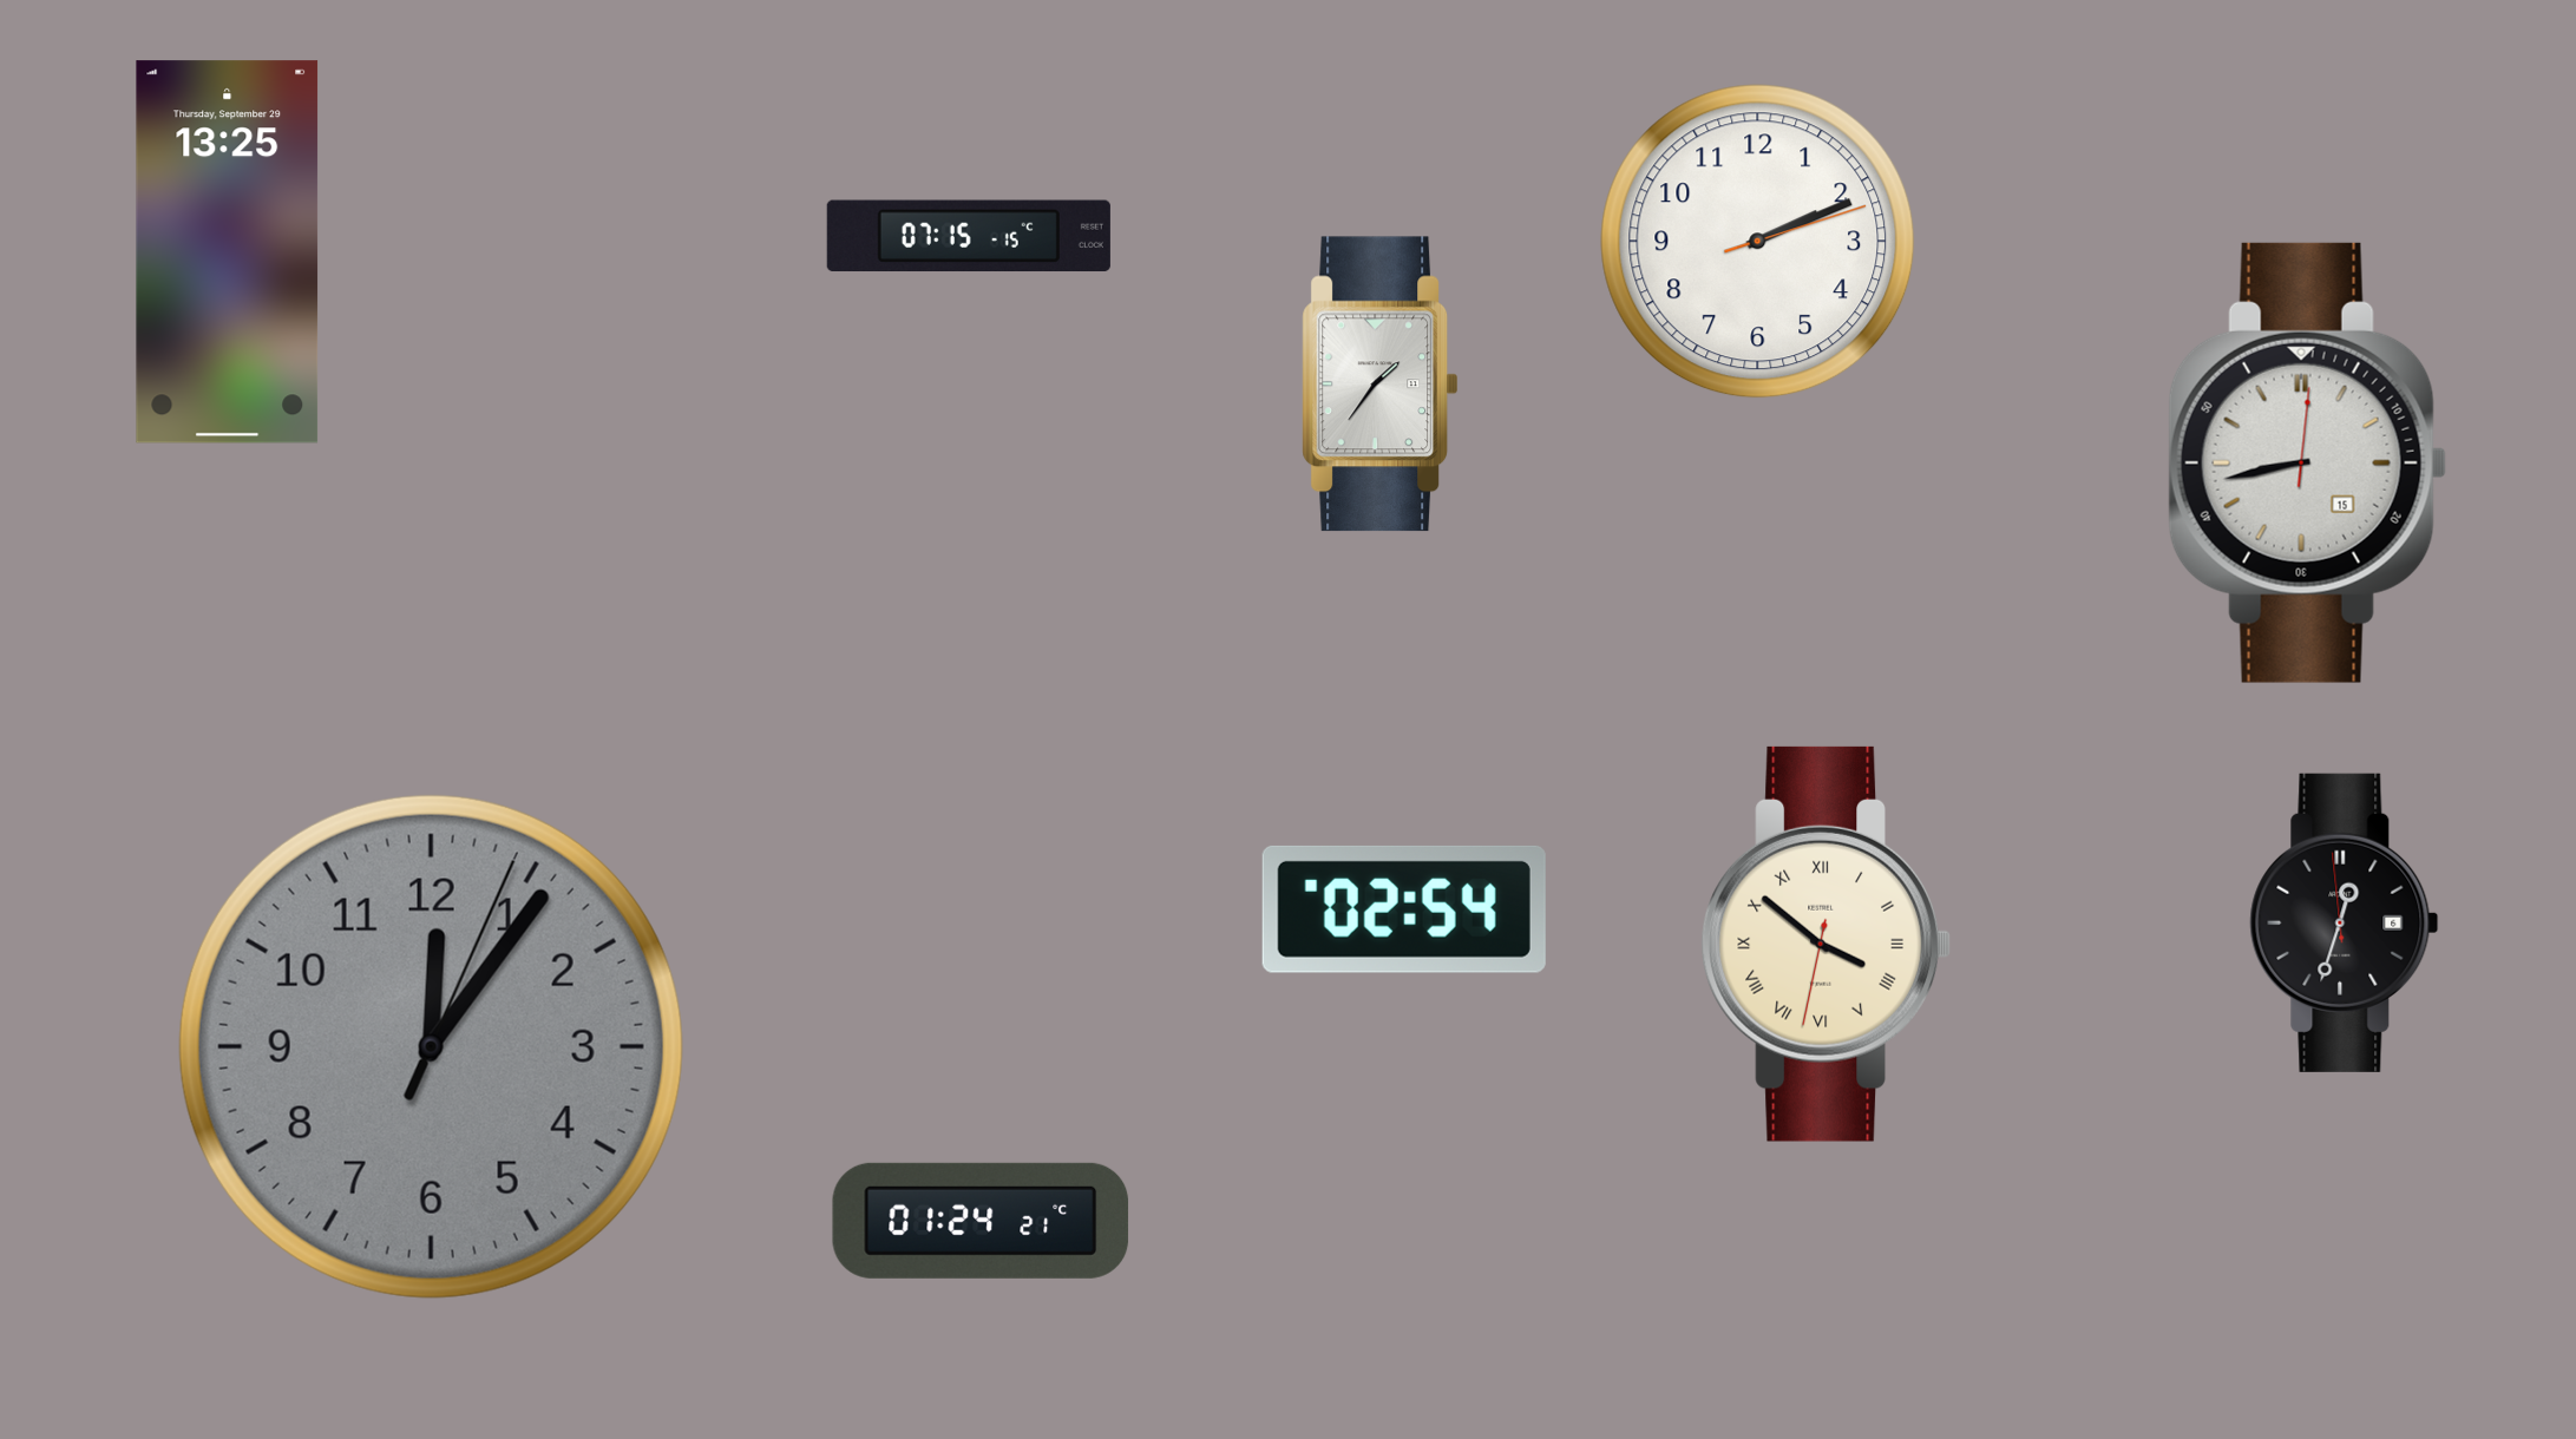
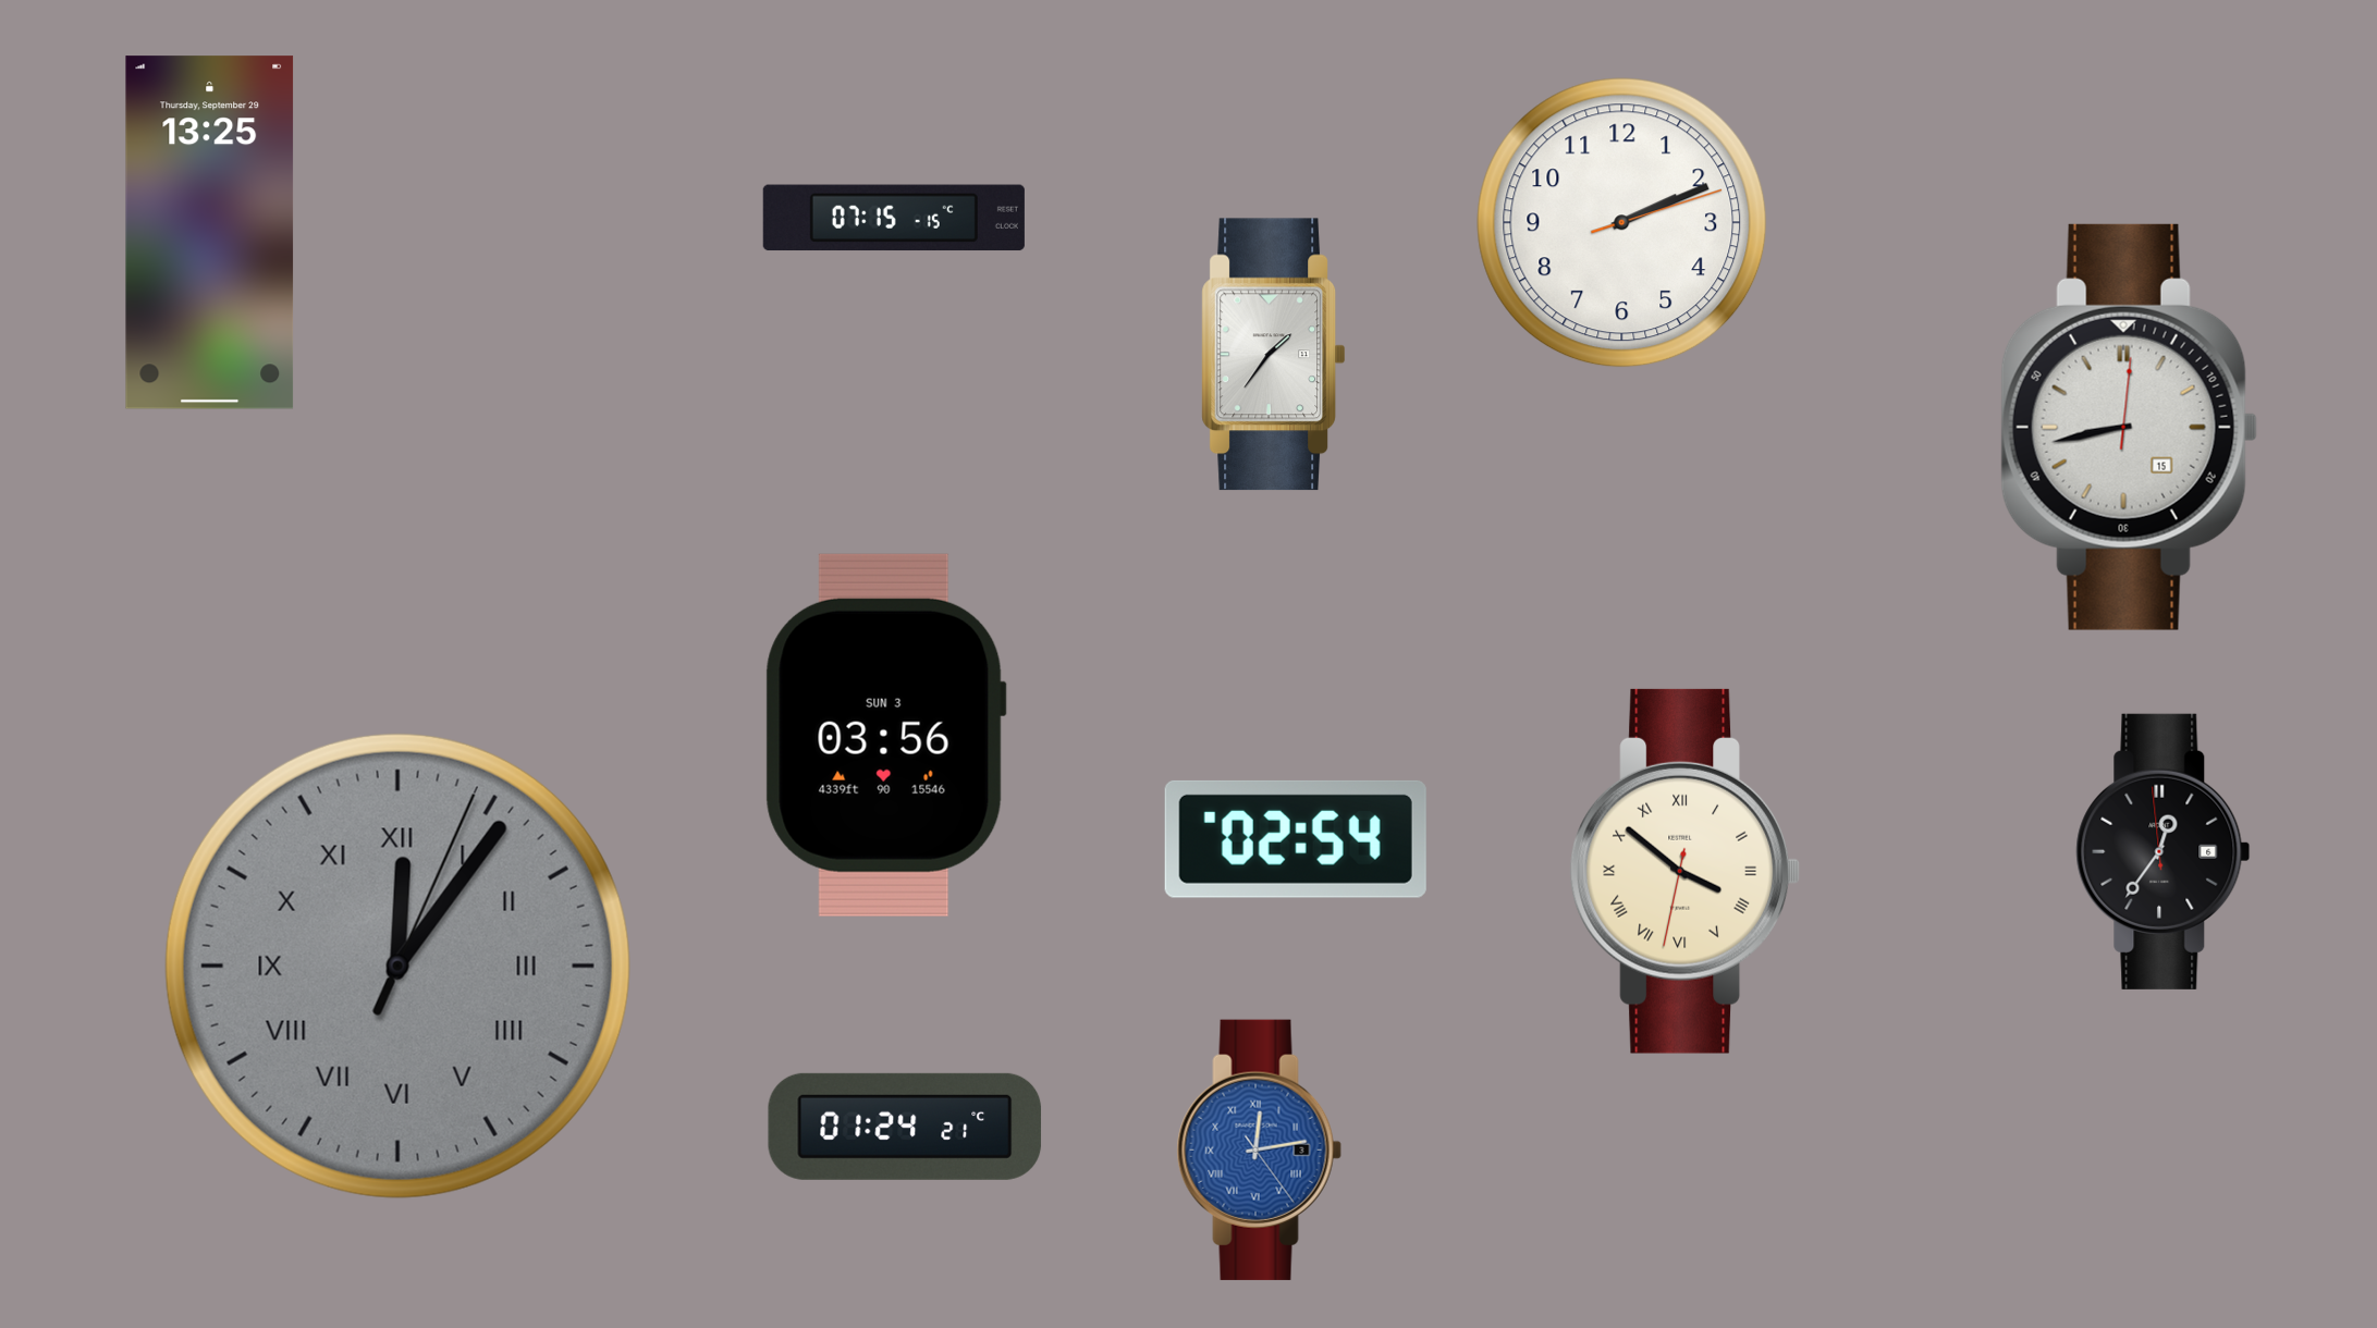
clock at (885, 735): none -> 03:56
clock at (2345, 922): 12:32 -> 12:35
clock at (431, 1046) numerals: Arabic -> Roman
clock at (1259, 1149): none -> 12:13
